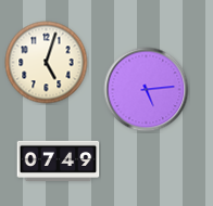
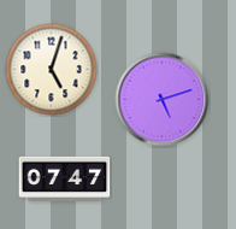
clock at (147, 90): 5:14 -> 5:12
clock at (59, 160): 07:49 -> 07:47
